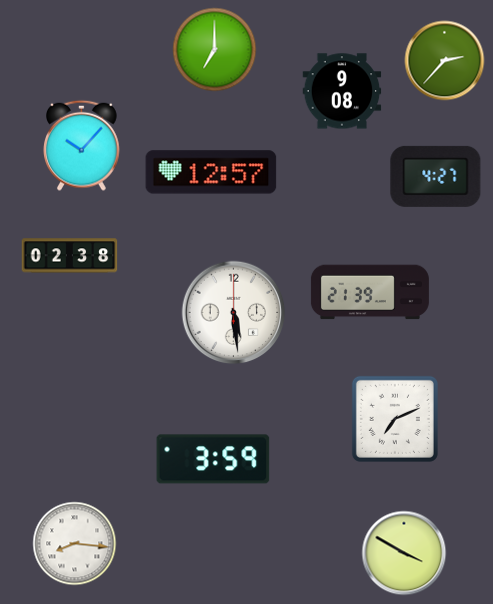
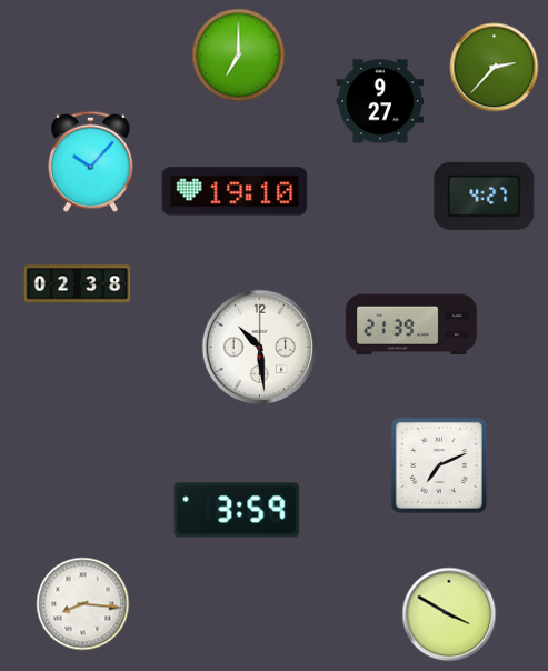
clock at (342, 91): 9:08 -> 9:27
clock at (211, 172): 12:57 -> 19:10
clock at (234, 313): 5:29 -> 10:29
